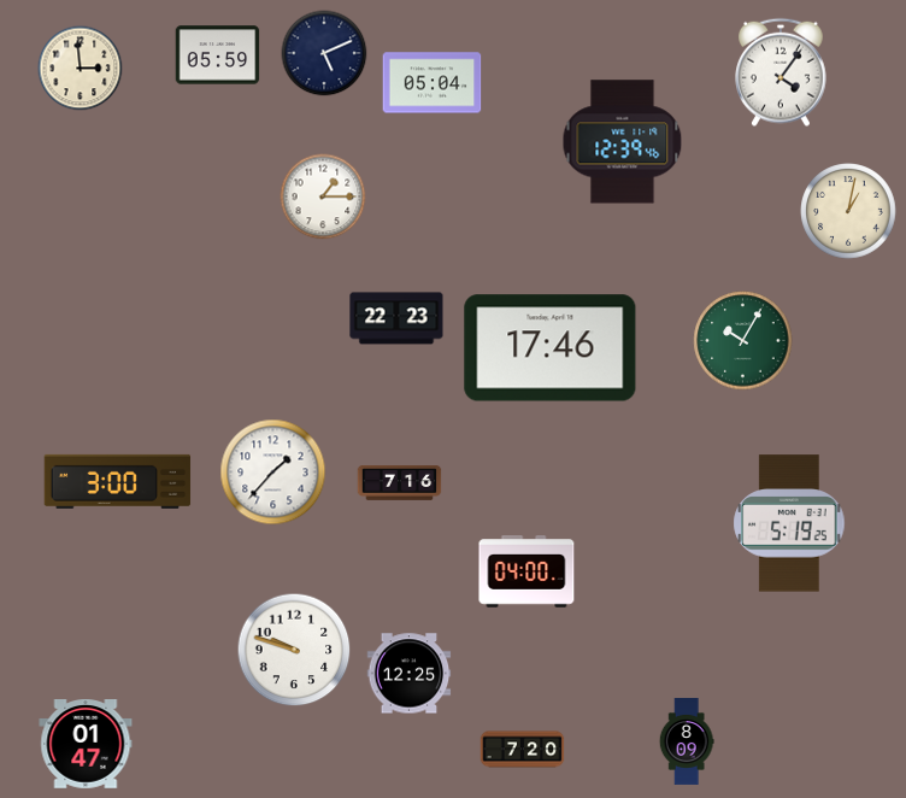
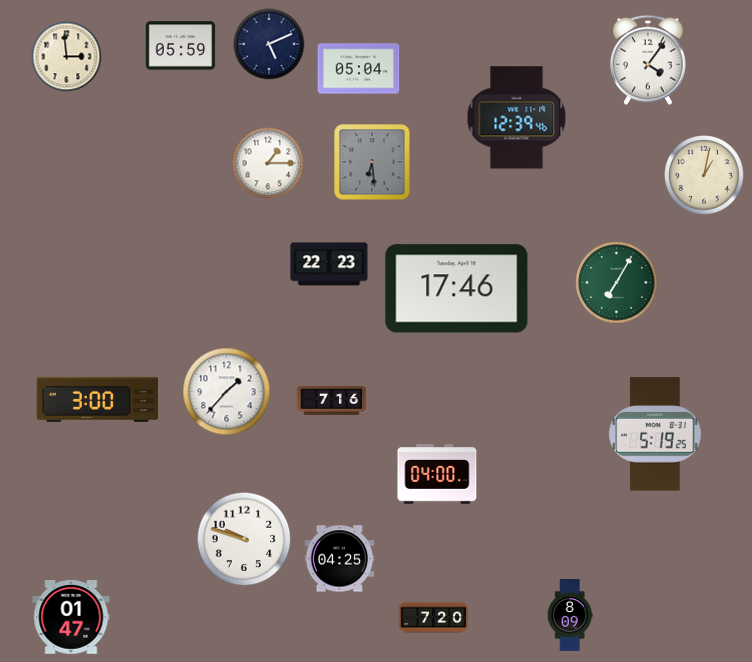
clock at (372, 162): none -> 6:29
clock at (743, 341): 10:05 -> 7:05
clock at (410, 674): 12:25 -> 04:25
clock at (523, 750) position: (523, 750) -> (434, 618)
